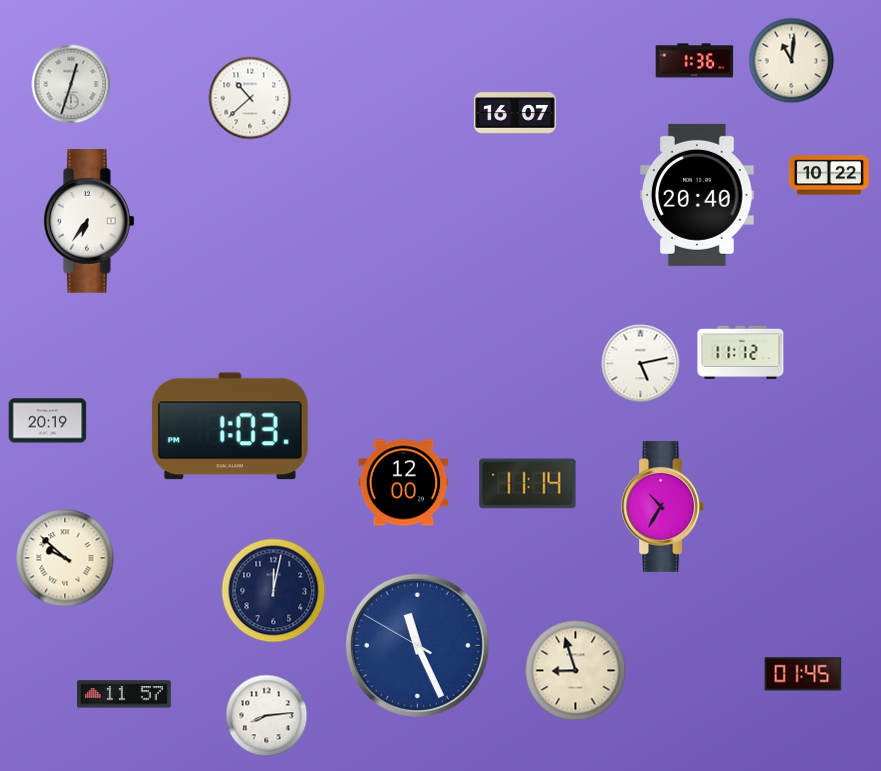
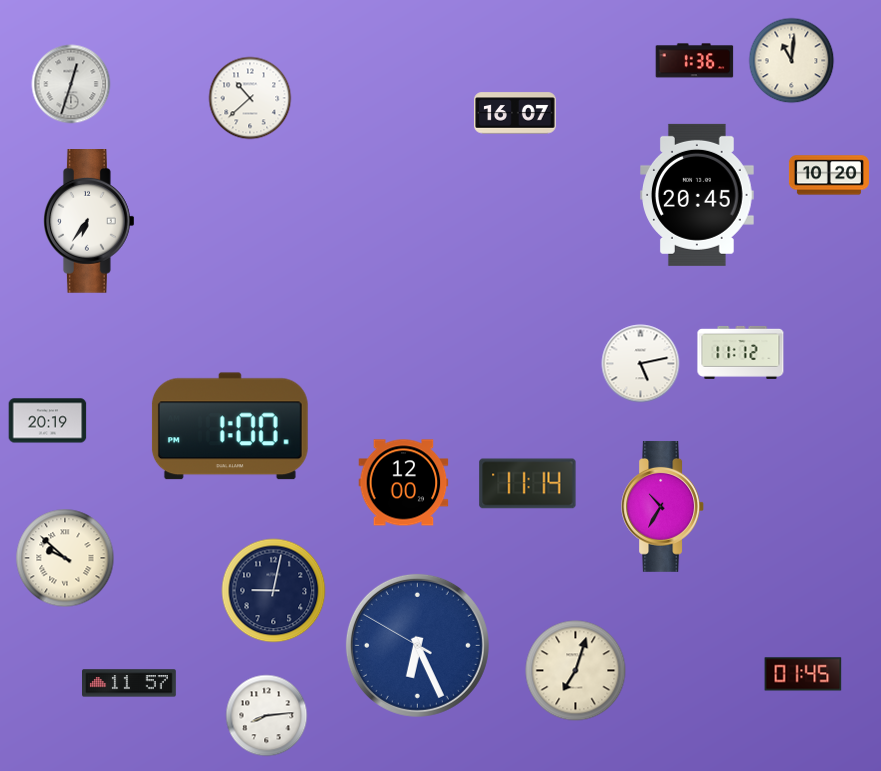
clock at (829, 175): 10:22 -> 10:20
clock at (697, 195): 20:40 -> 20:45
clock at (230, 426): 1:03 -> 1:00
clock at (274, 591): 12:02 -> 9:02
clock at (417, 645): 11:25 -> 6:25
clock at (576, 671): 8:57 -> 7:03
clock at (125, 694) position: (125, 694) -> (130, 683)
